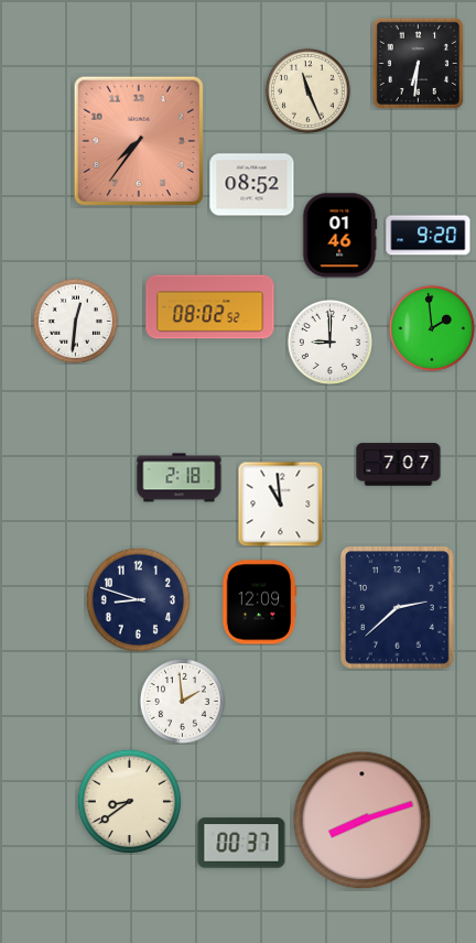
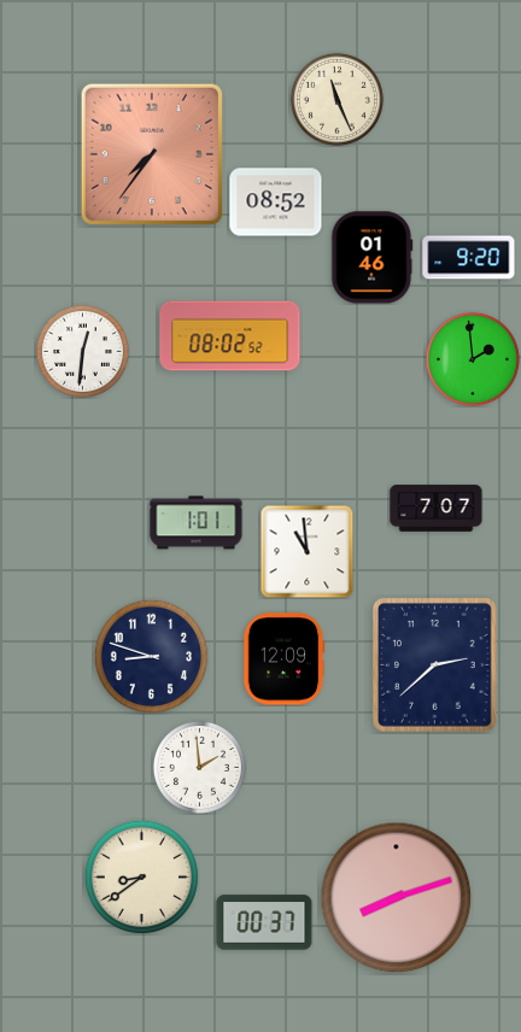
clock at (418, 63): 6:31 -> none
clock at (329, 342): 9:00 -> none
clock at (180, 478): 2:18 -> 1:01
